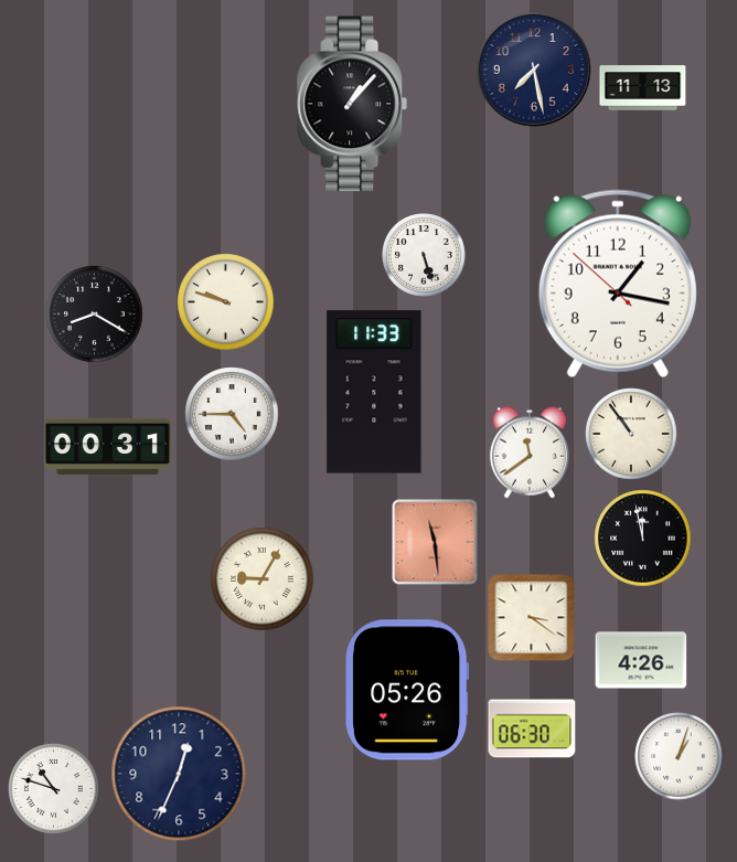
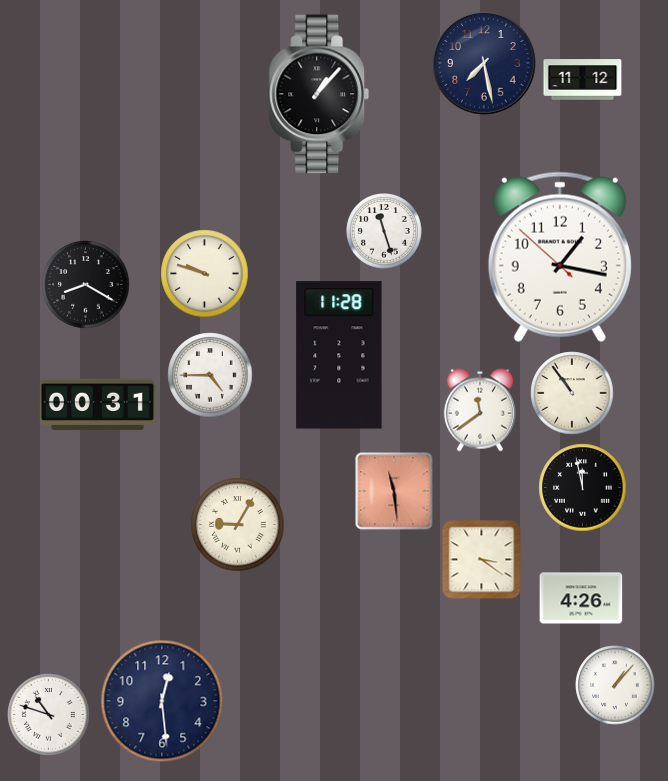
clock at (643, 88): 11:13 -> 11:12
clock at (424, 255): 5:27 -> 11:27
clock at (374, 392): 11:33 -> 11:28
clock at (407, 690): 05:26 -> none
clock at (532, 728): 06:30 -> none
clock at (679, 756): 1:03 -> 1:07
clock at (179, 774): 12:34 -> 12:29
